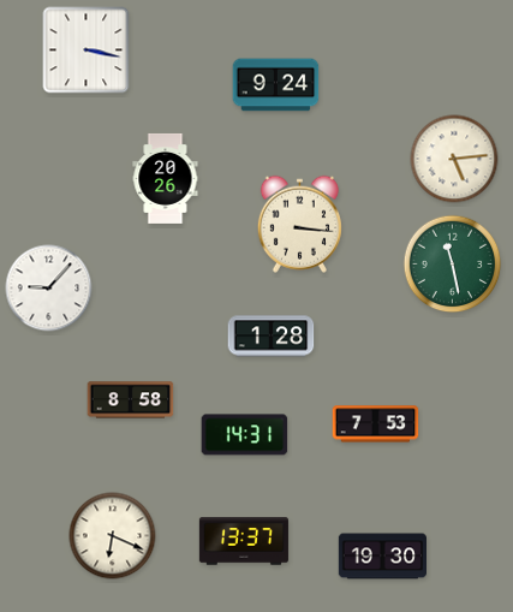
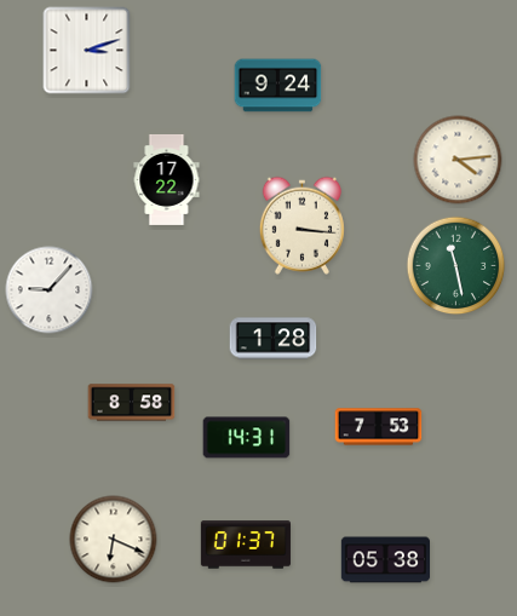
clock at (87, 50): 3:17 -> 3:12
clock at (454, 159): 5:14 -> 4:14
clock at (166, 178): 20:26 -> 17:22
clock at (244, 541): 13:37 -> 01:37
clock at (382, 557): 19:30 -> 05:38
